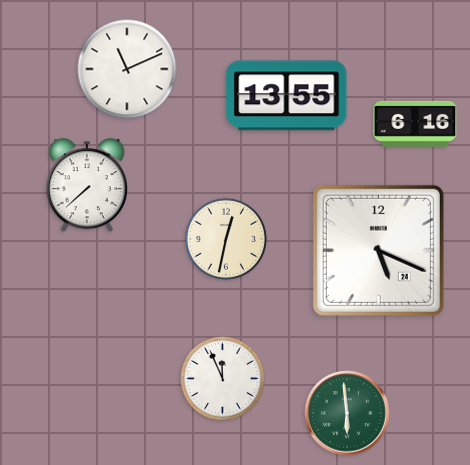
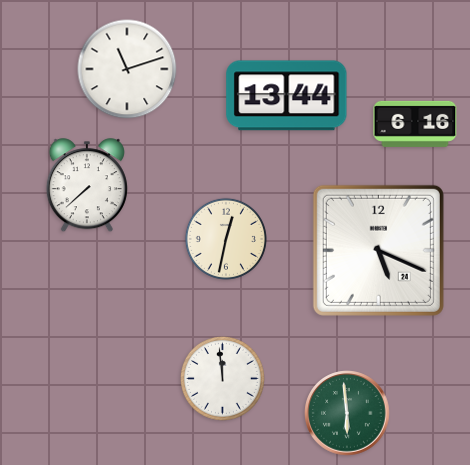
clock at (127, 69): 11:11 -> 11:12
clock at (287, 96): 13:55 -> 13:44
clock at (222, 378): 11:56 -> 11:59
